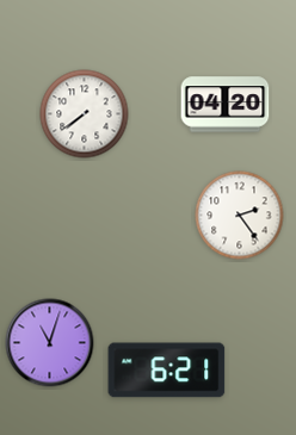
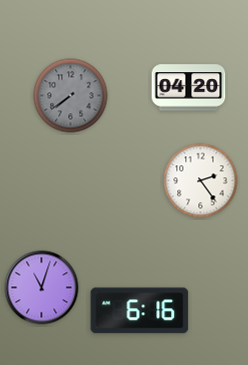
clock at (85, 114) dial: white -> grey
clock at (167, 371): 6:21 -> 6:16
